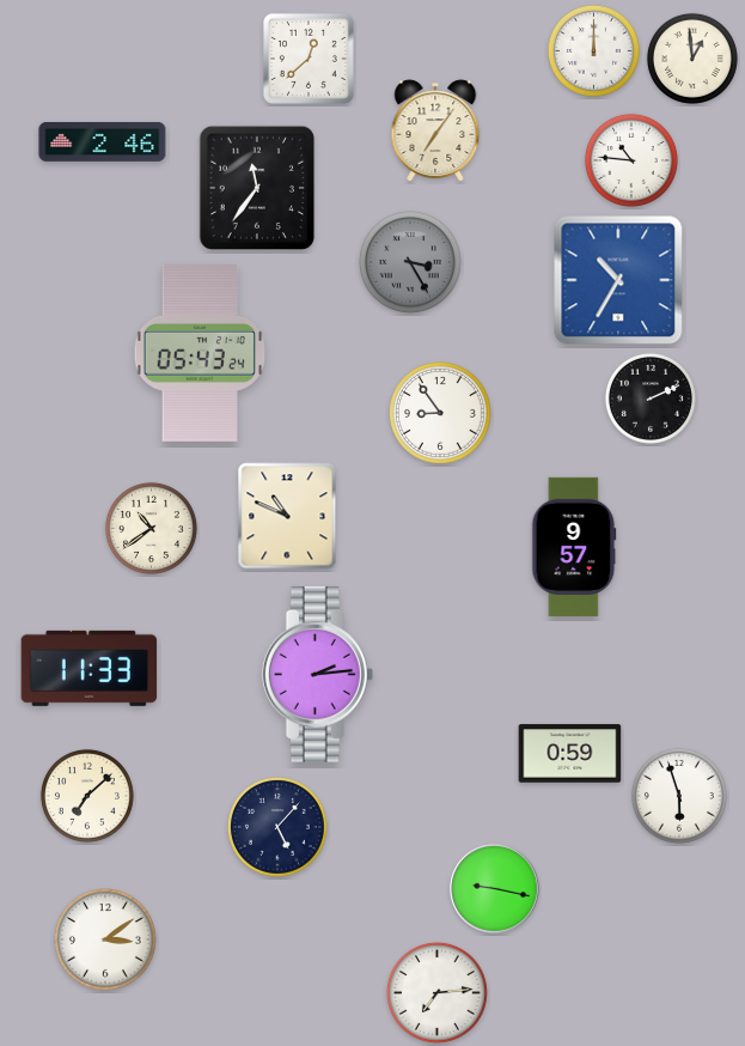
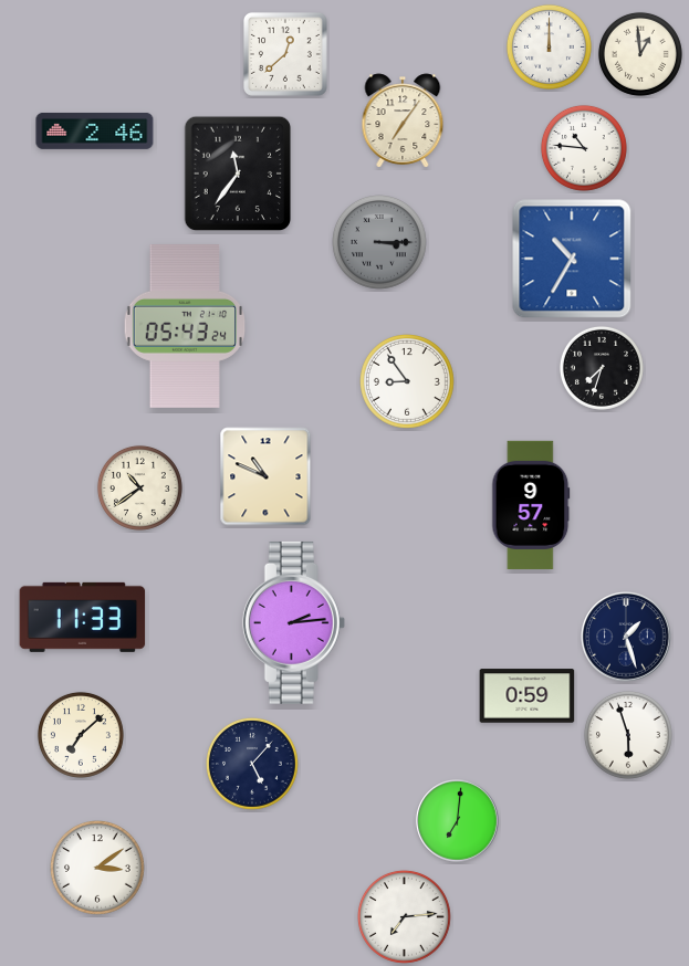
clock at (411, 263): 3:25 -> 3:15
clock at (651, 399): 2:11 -> 7:33
clock at (626, 637): none -> 1:27
clock at (277, 827) position: (277, 827) -> (252, 764)
clock at (495, 889): 9:17 -> 7:01
